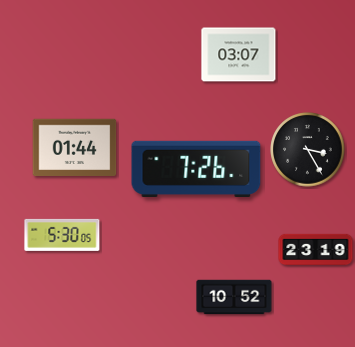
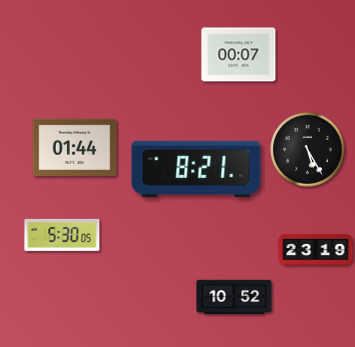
clock at (239, 55): 03:07 -> 00:07
clock at (308, 150): 3:25 -> 5:25
clock at (196, 168): 7:26 -> 8:21
